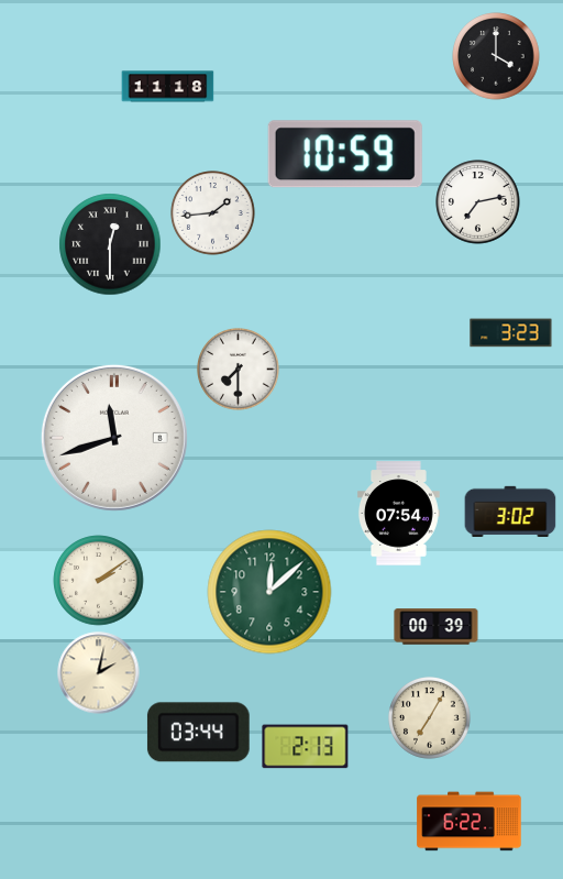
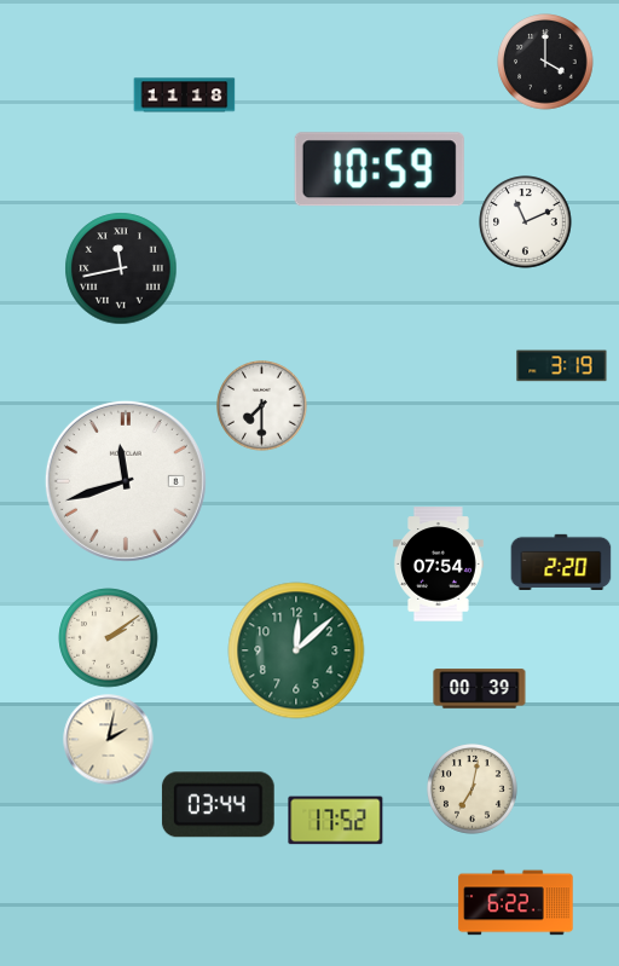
clock at (478, 202): 7:13 -> 11:11
clock at (213, 213): 1:44 -> none
clock at (110, 244): 12:30 -> 11:43
clock at (511, 333): 3:23 -> 3:19
clock at (510, 510): 3:02 -> 2:20
clock at (430, 718): 7:05 -> 7:02
clock at (306, 747): 2:13 -> 17:52
